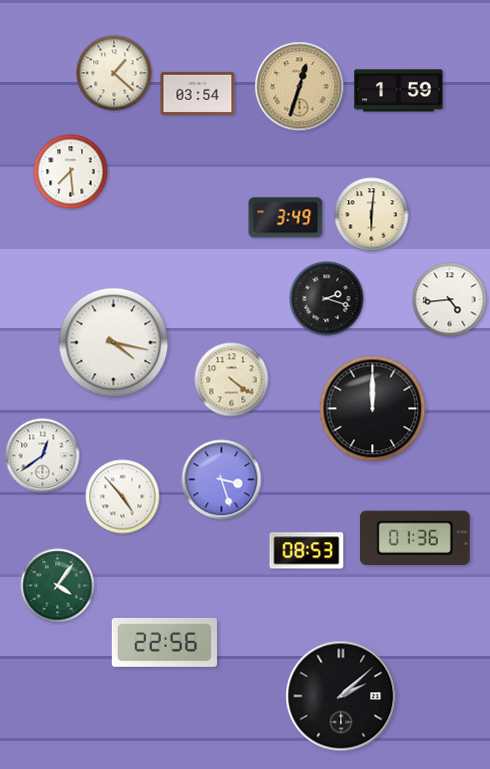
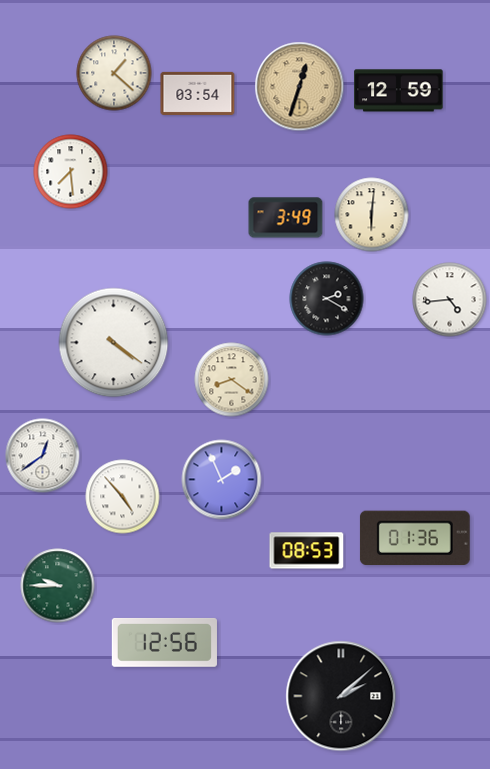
clock at (399, 91): 1:59 -> 12:59
clock at (327, 299): 2:18 -> 2:20
clock at (114, 343): 4:17 -> 4:21
clock at (232, 380): 4:21 -> 8:21
clock at (373, 409): 12:00 -> none
clock at (222, 480): 3:27 -> 1:56
clock at (58, 586): 4:06 -> 9:45
clock at (164, 642): 22:56 -> 12:56
